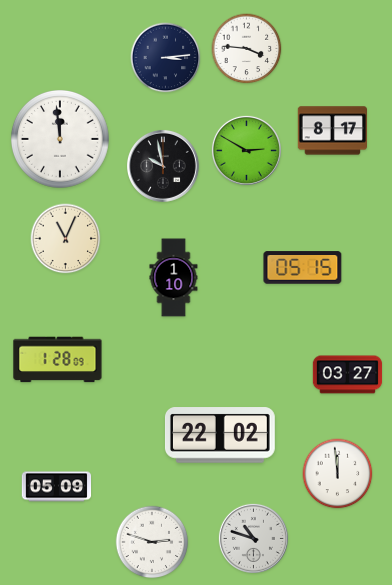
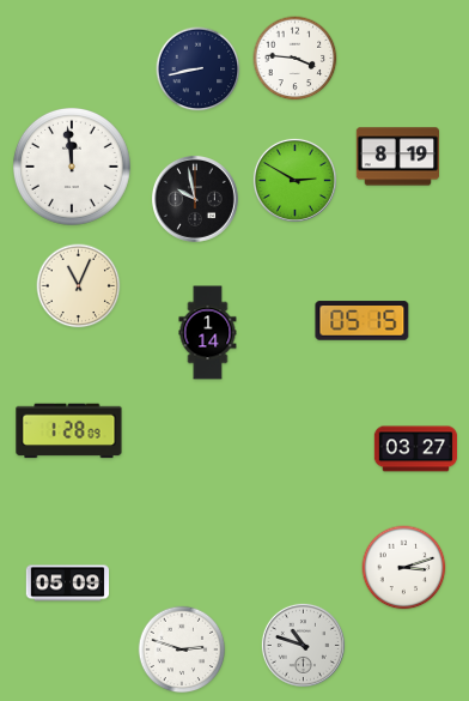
clock at (166, 58): 3:14 -> 8:43
clock at (332, 131): 8:17 -> 8:19
clock at (174, 278): 1:10 -> 1:14
clock at (220, 435): 22:02 -> none
clock at (338, 474): 11:59 -> 3:12
